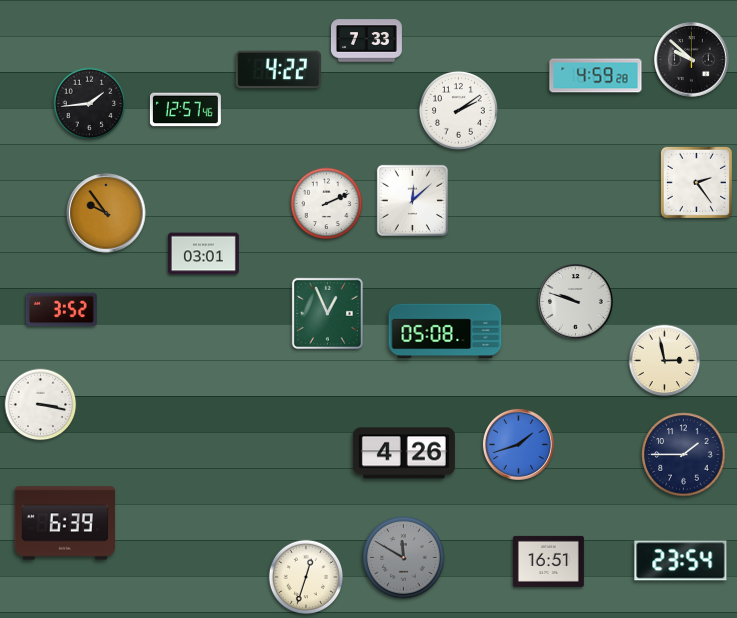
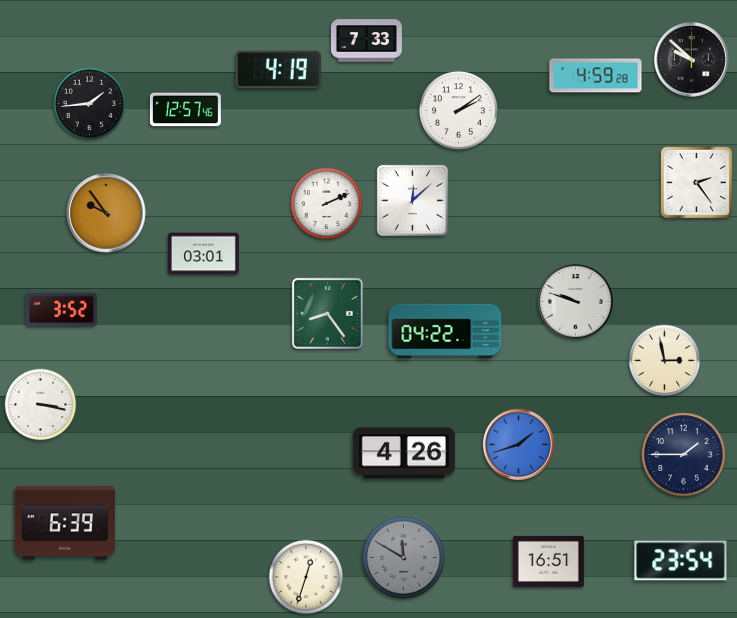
clock at (278, 70): 4:22 -> 4:19
clock at (327, 313): 12:56 -> 8:24
clock at (445, 331): 05:08 -> 04:22
